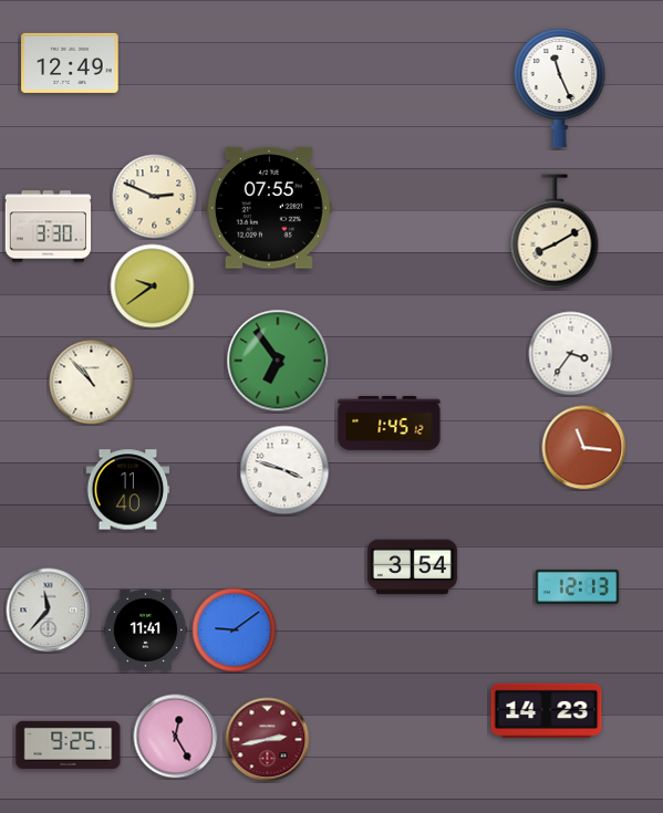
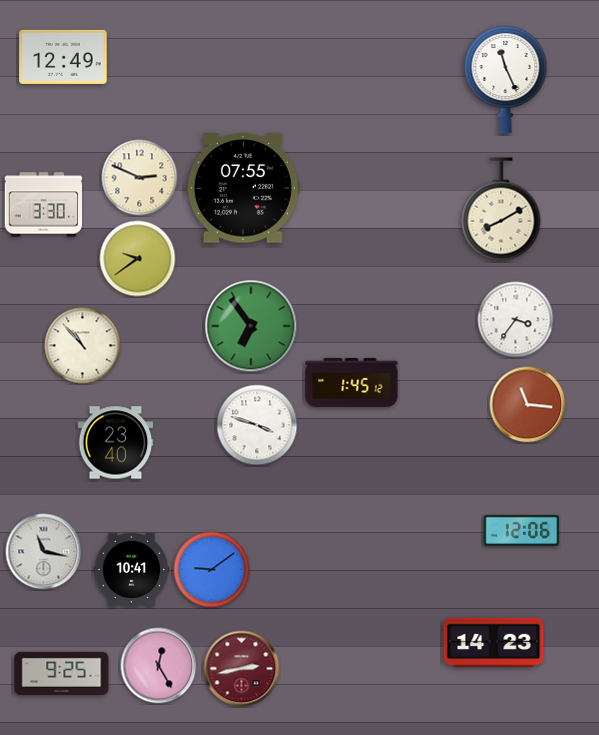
clock at (128, 490): 11:40 -> 23:40
clock at (412, 567): 3:54 -> none
clock at (578, 586): 12:13 -> 12:06
clock at (49, 611): 11:37 -> 11:17
clock at (146, 629): 11:41 -> 10:41
